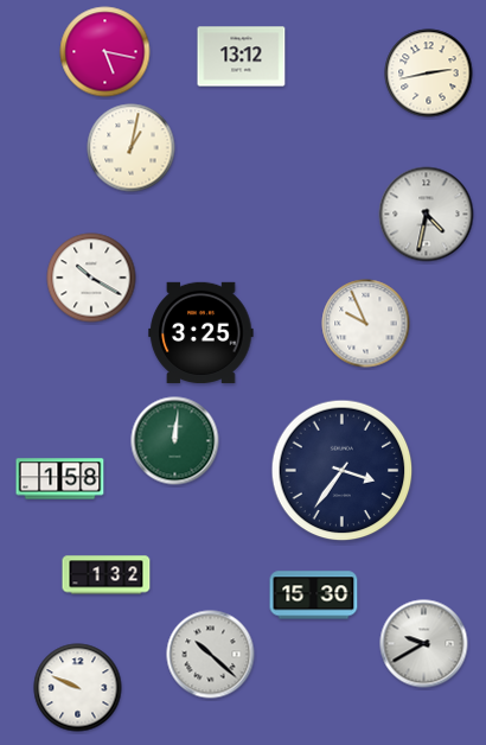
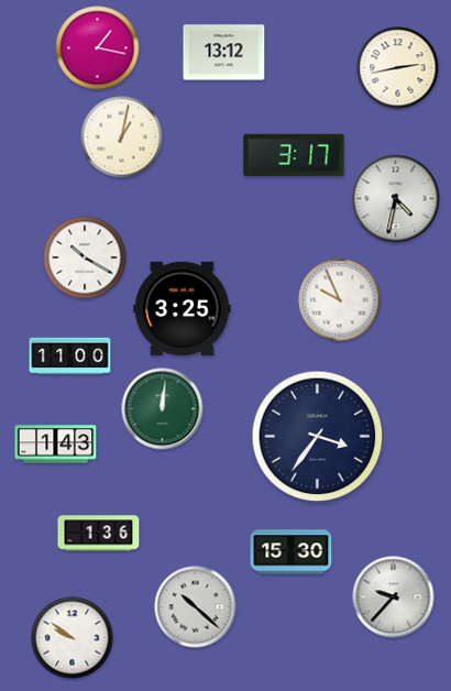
clock at (105, 52): 5:17 -> 1:17
clock at (294, 155): none -> 3:17
clock at (202, 332) position: (202, 332) -> (183, 308)
clock at (70, 357): none -> 11:00
clock at (60, 479): 1:58 -> 1:43
clock at (107, 575): 1:32 -> 1:36
clock at (424, 644): 9:40 -> 9:37
clock at (78, 688): 9:49 -> 9:51
